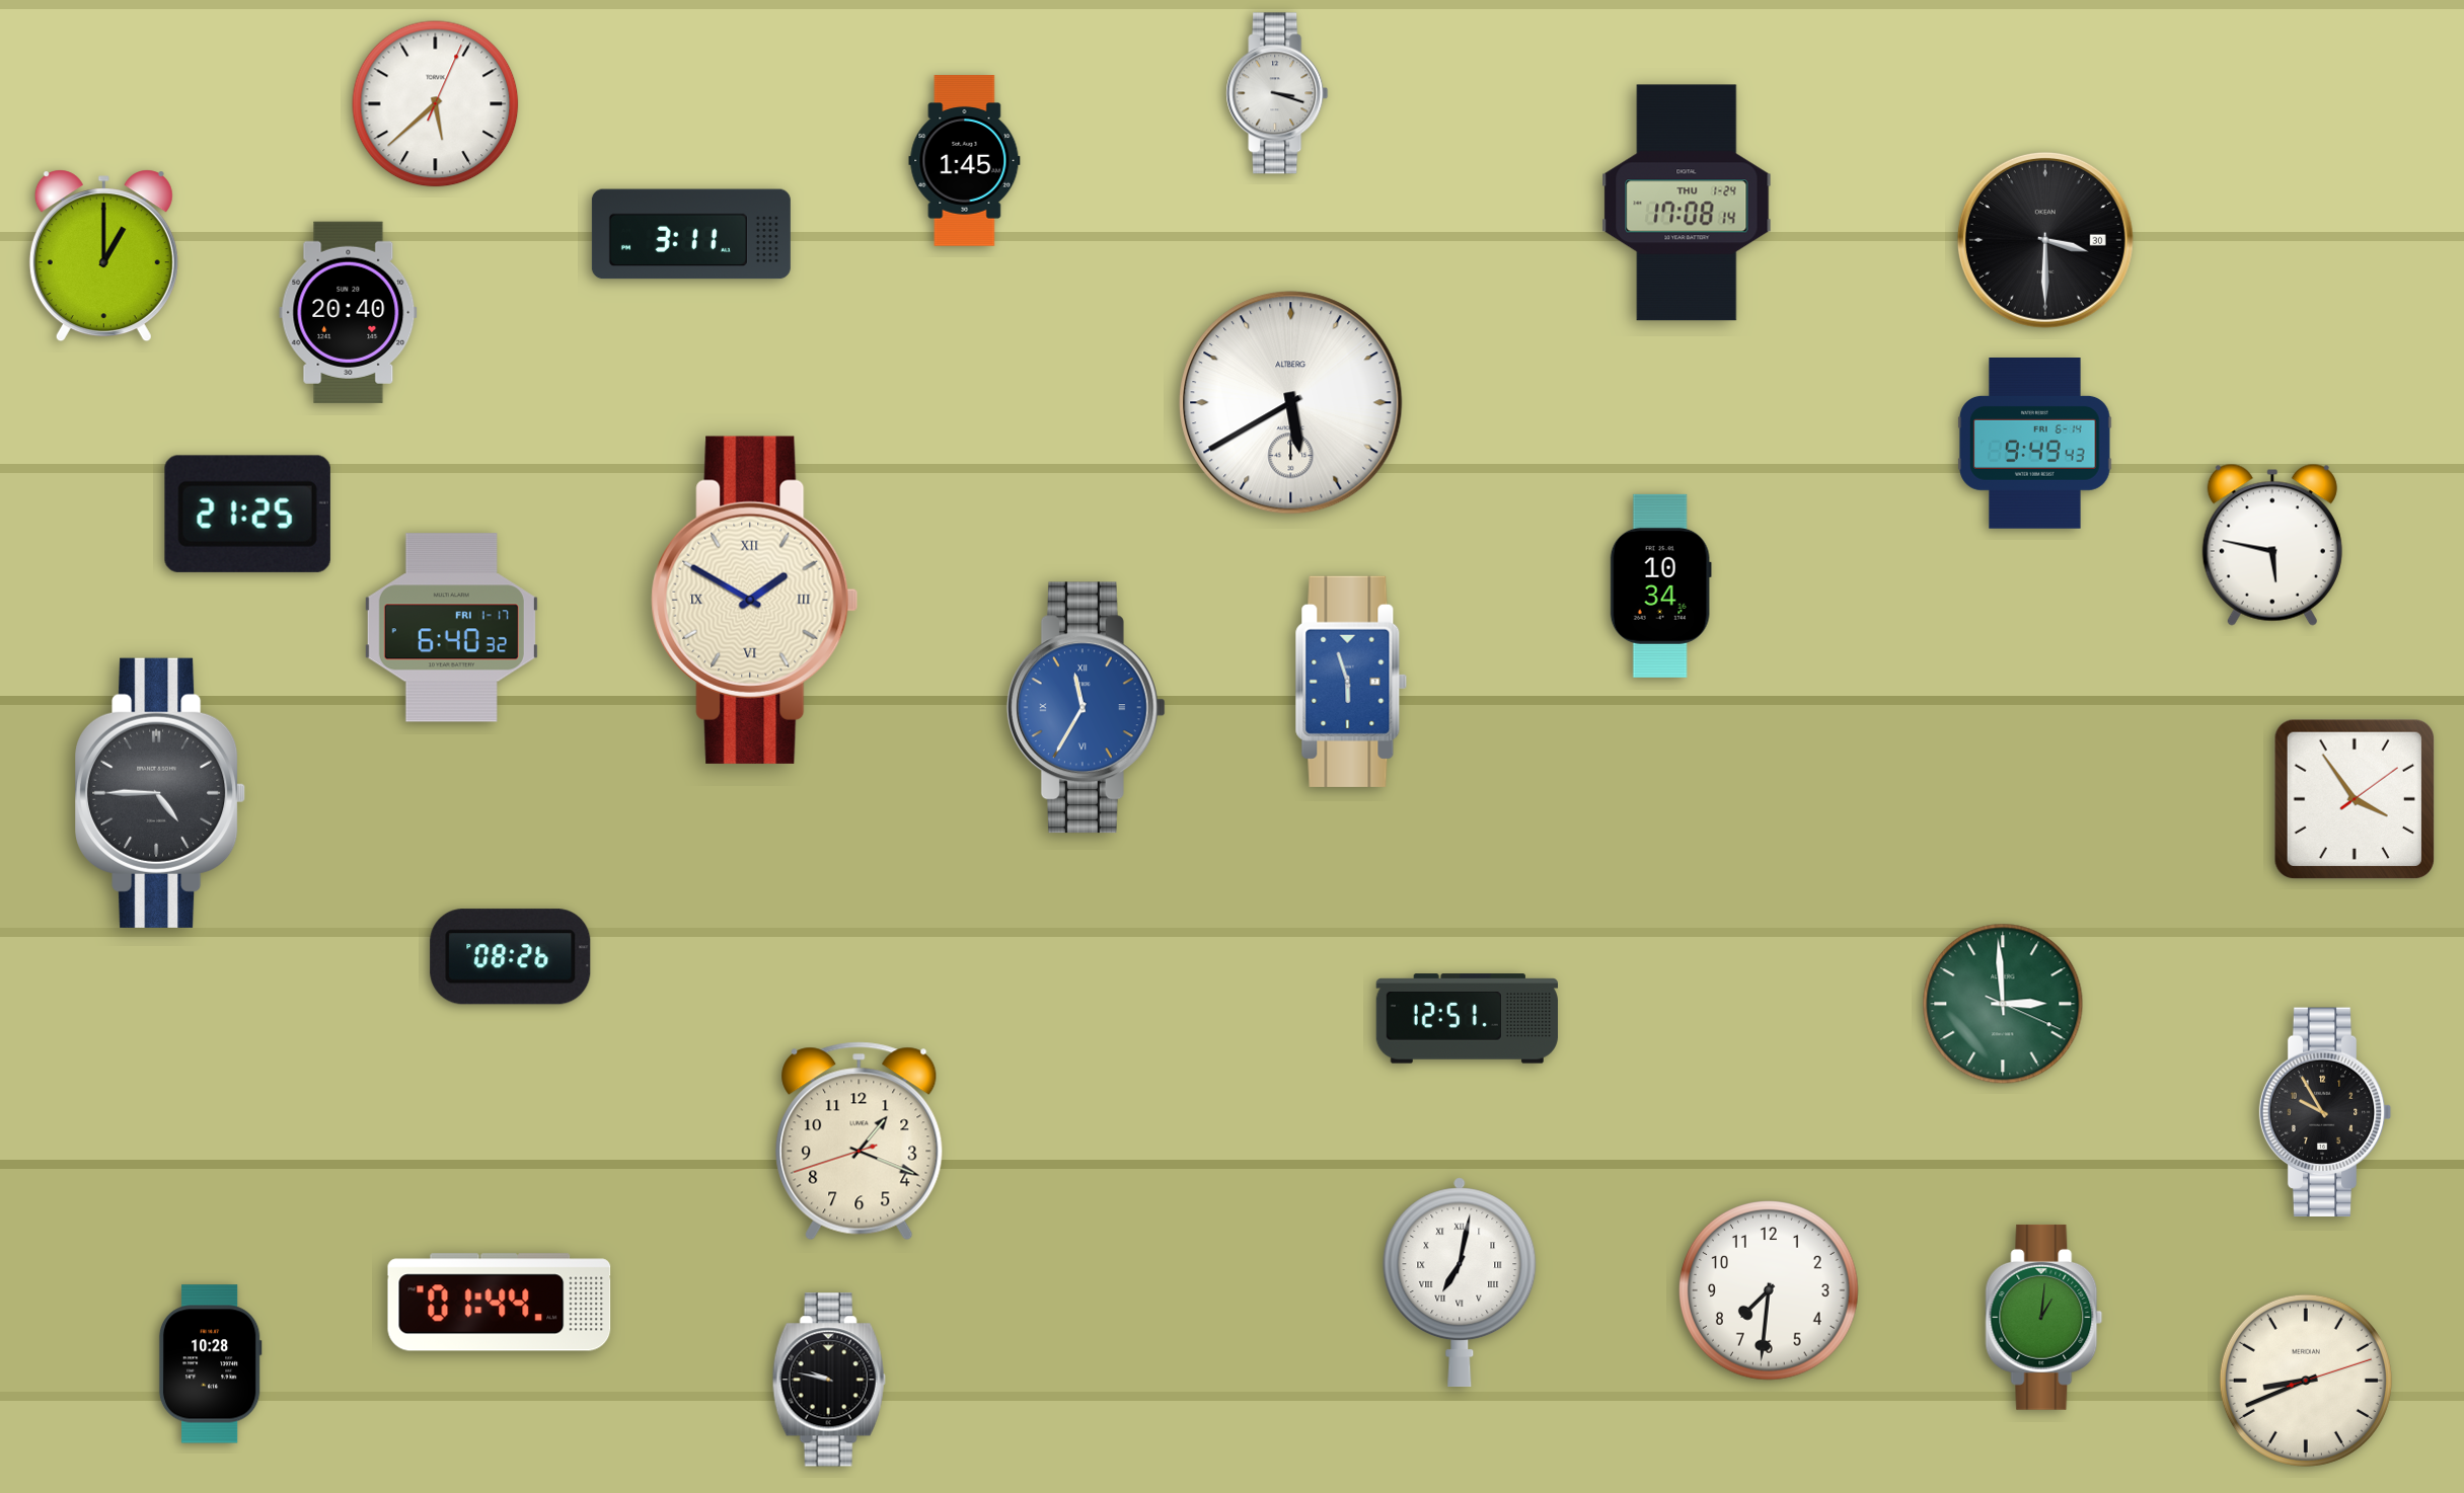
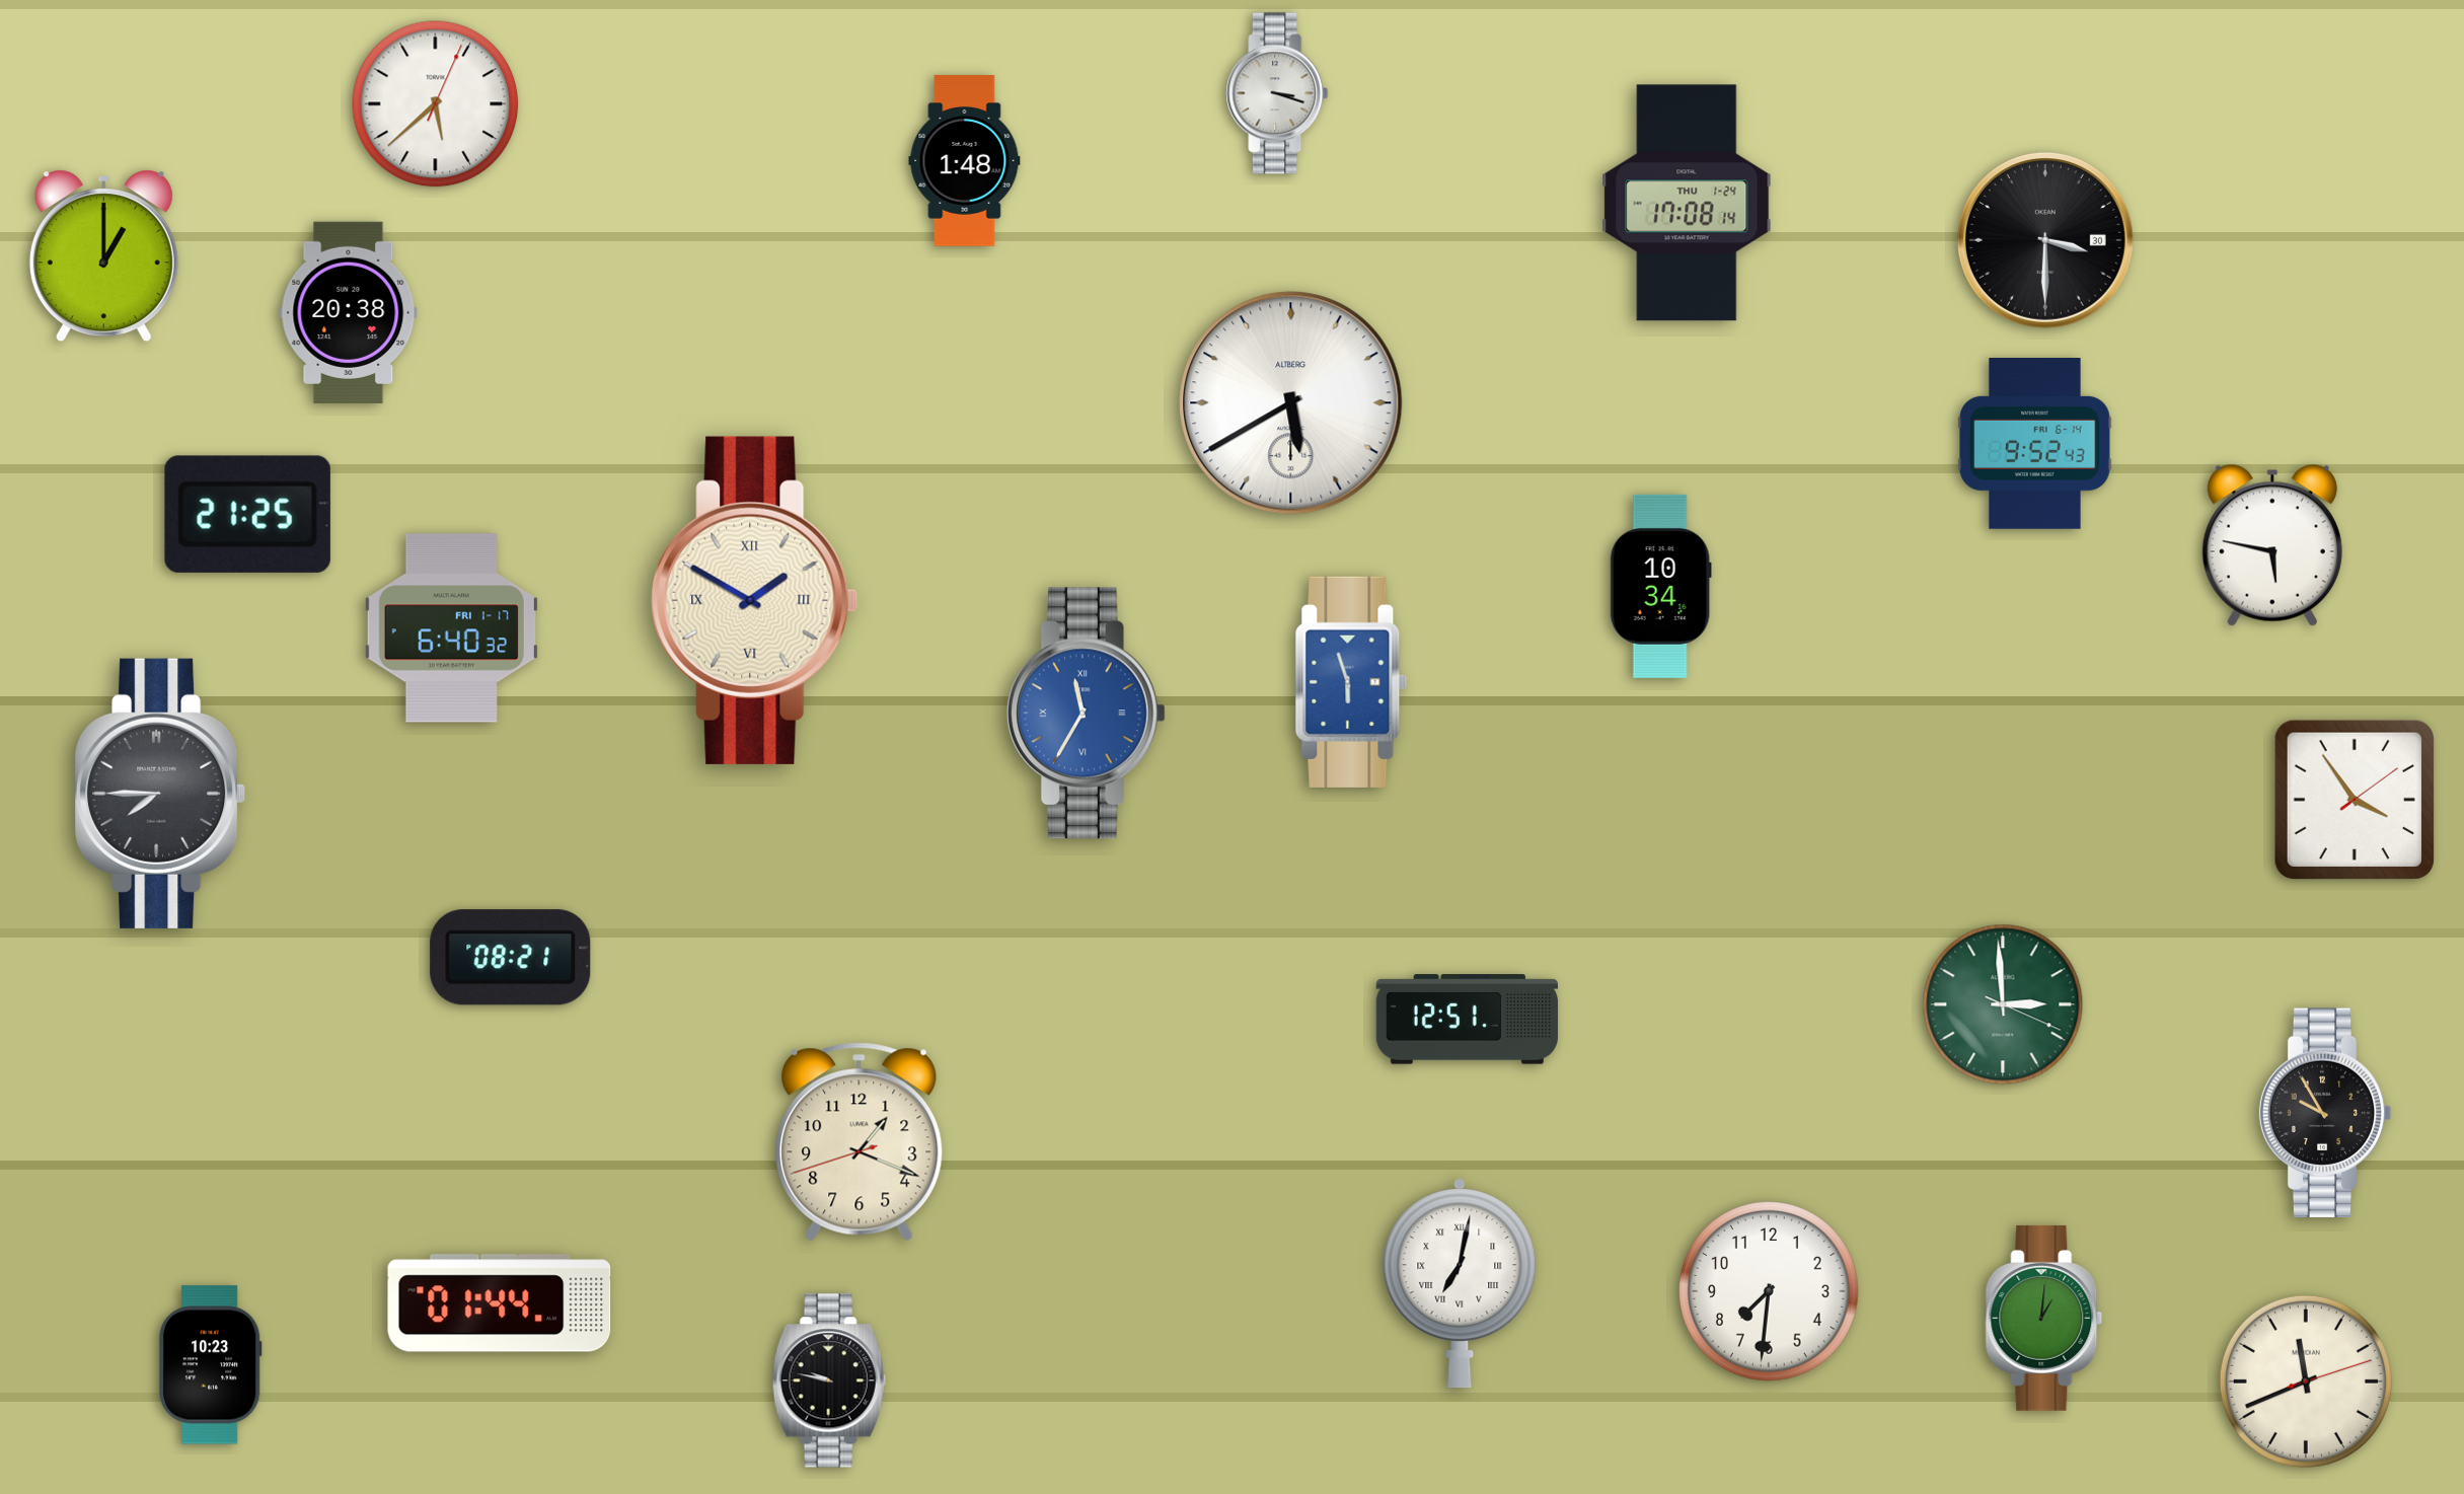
clock at (965, 161): 1:45 -> 1:48
clock at (691, 234): 3:11 -> none
clock at (349, 312): 20:40 -> 20:38
clock at (2035, 444): 9:49 -> 9:52
clock at (1086, 708) position: (1086, 708) -> (1086, 714)
clock at (160, 793): 4:45 -> 7:45
clock at (511, 957): 08:26 -> 08:21
clock at (210, 1364): 10:28 -> 10:23
clock at (2306, 1381): 8:41 -> 11:41
